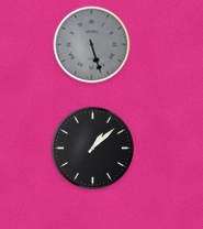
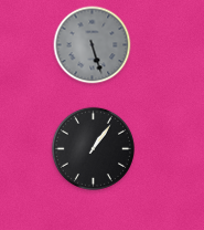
clock at (92, 148): 1:08 -> 1:06
